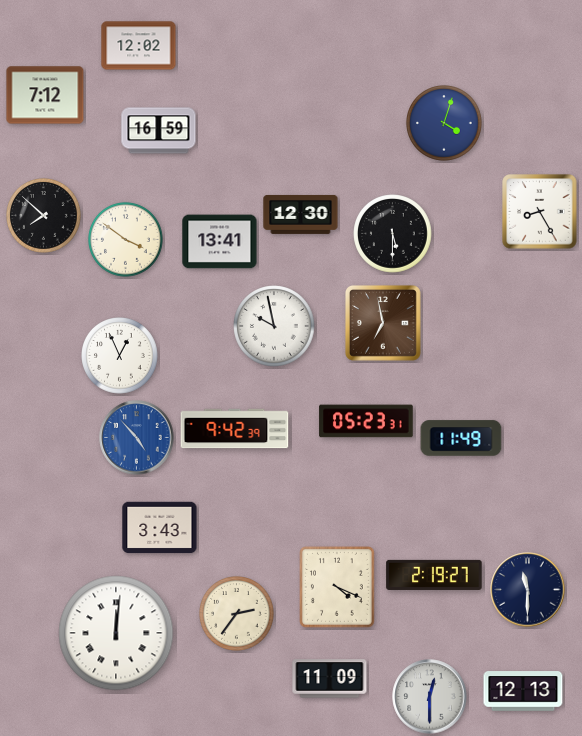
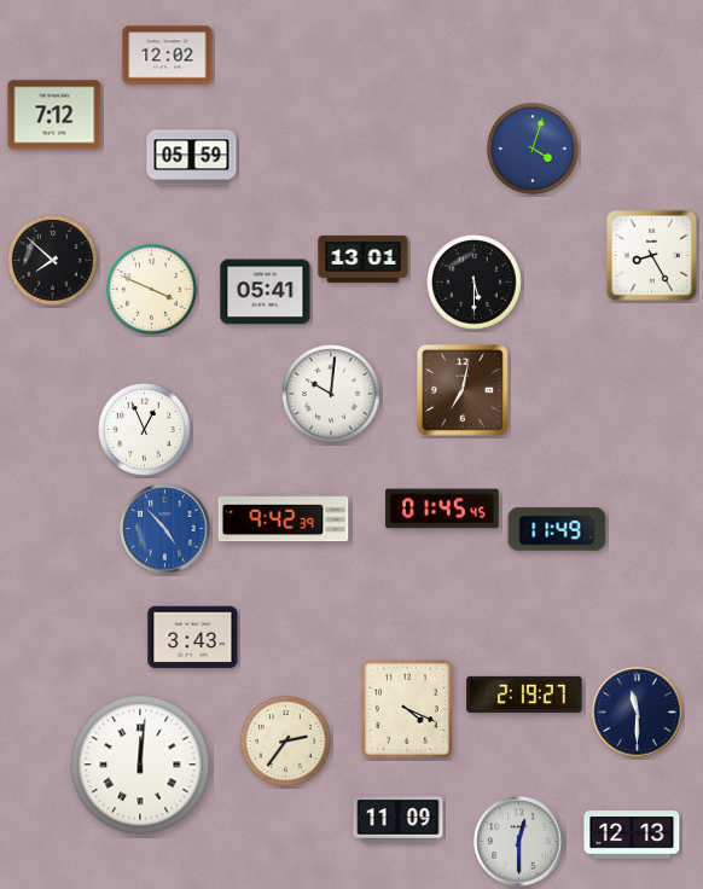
clock at (445, 124) position: (445, 124) -> (534, 150)
clock at (159, 131): 16:59 -> 05:59
clock at (301, 214): 12:30 -> 13:01
clock at (126, 240): 3:51 -> 3:49
clock at (220, 242): 13:41 -> 05:41
clock at (383, 323): 6:58 -> 7:02
clock at (274, 326): 9:58 -> 10:01
clock at (366, 421): 05:23 -> 01:45
